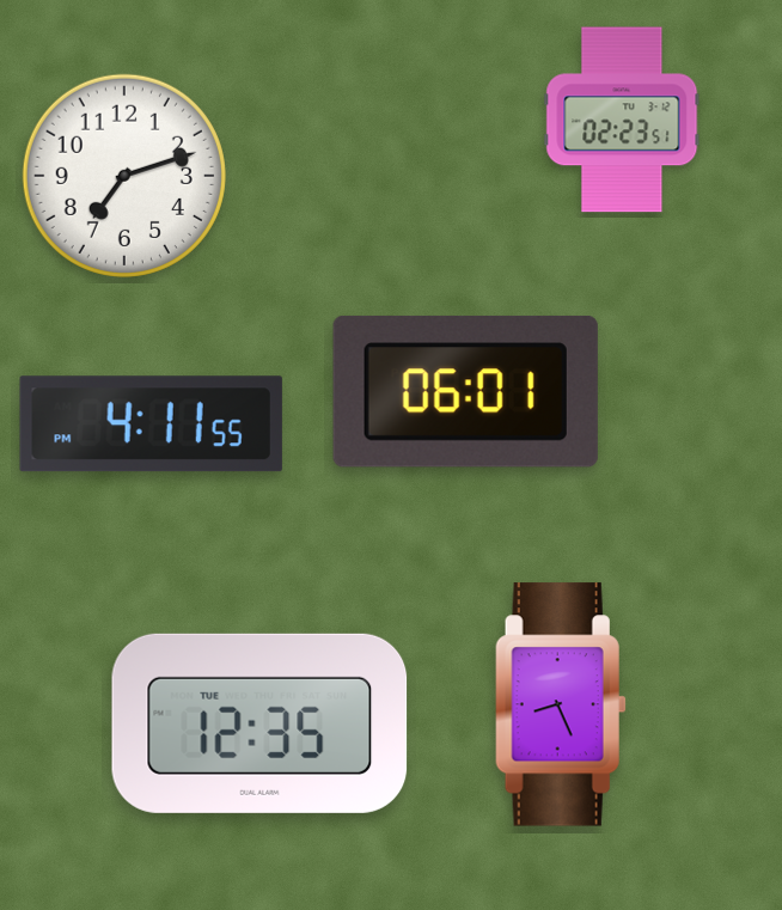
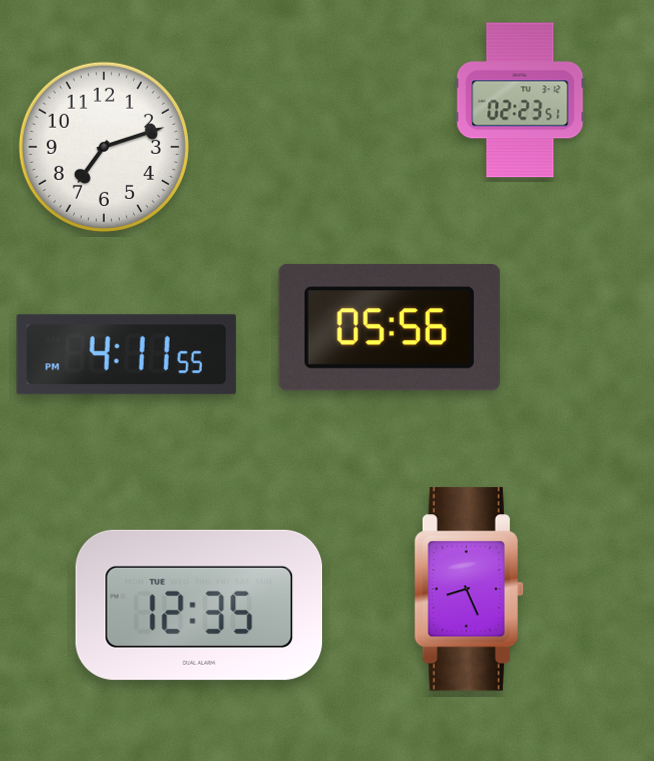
clock at (465, 391): 06:01 -> 05:56
clock at (259, 723) position: (259, 723) -> (199, 605)
